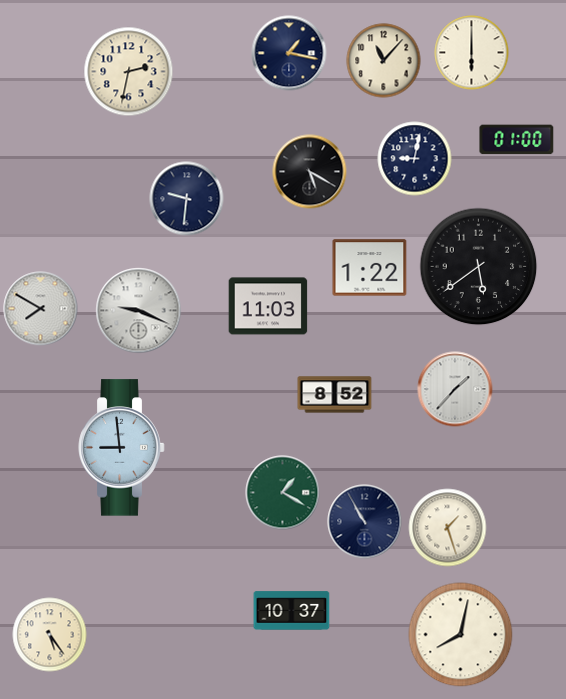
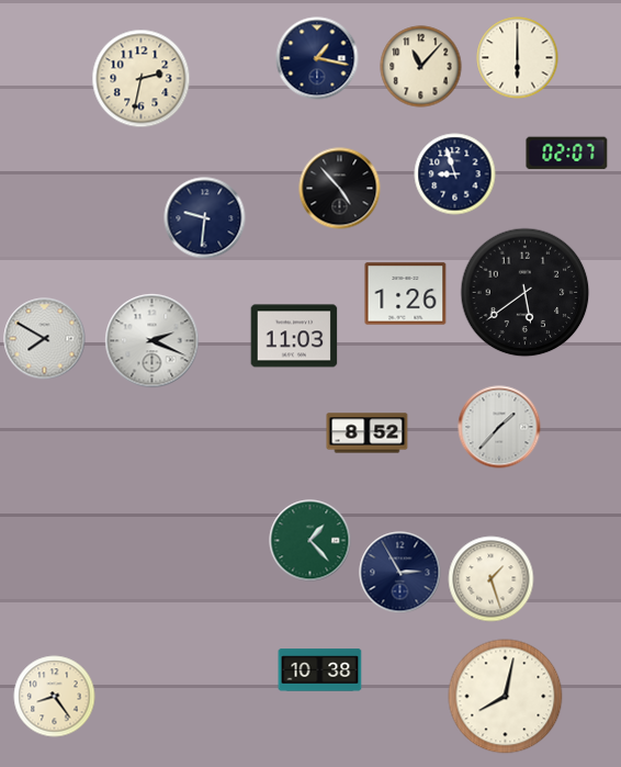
clock at (517, 140): 01:00 -> 02:07
clock at (415, 159): 9:02 -> 8:57
clock at (310, 172): 5:20 -> 4:53
clock at (370, 268): 1:22 -> 1:26
clock at (139, 311): 9:19 -> 2:19
clock at (122, 448): 8:59 -> none
clock at (283, 493): 1:20 -> 1:23
clock at (365, 522): 10:55 -> 2:55
clock at (292, 611): 10:37 -> 10:38
clock at (50, 635): 5:24 -> 8:24
